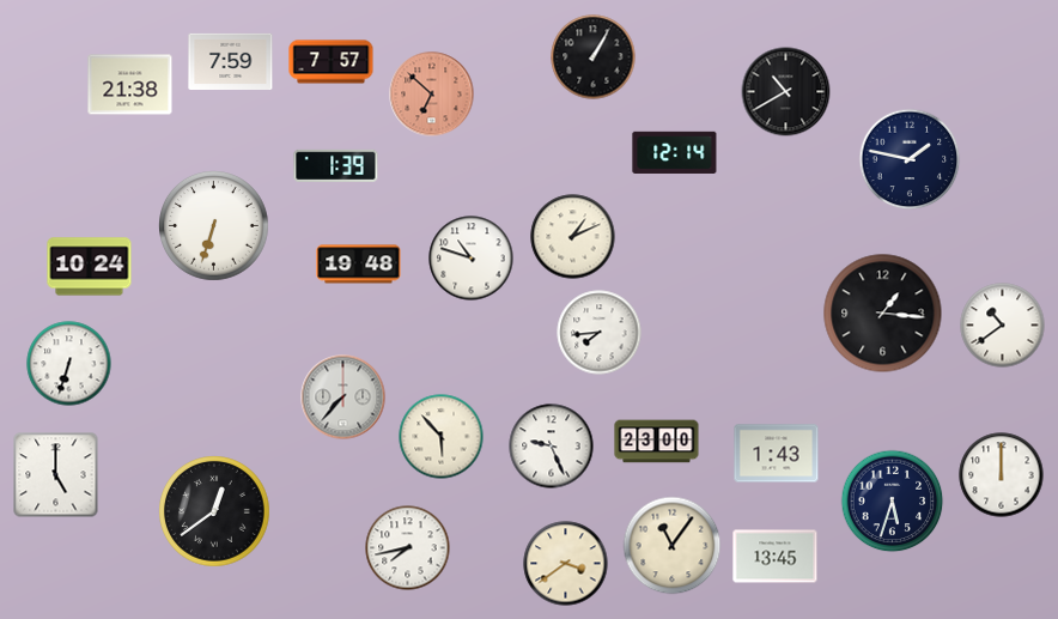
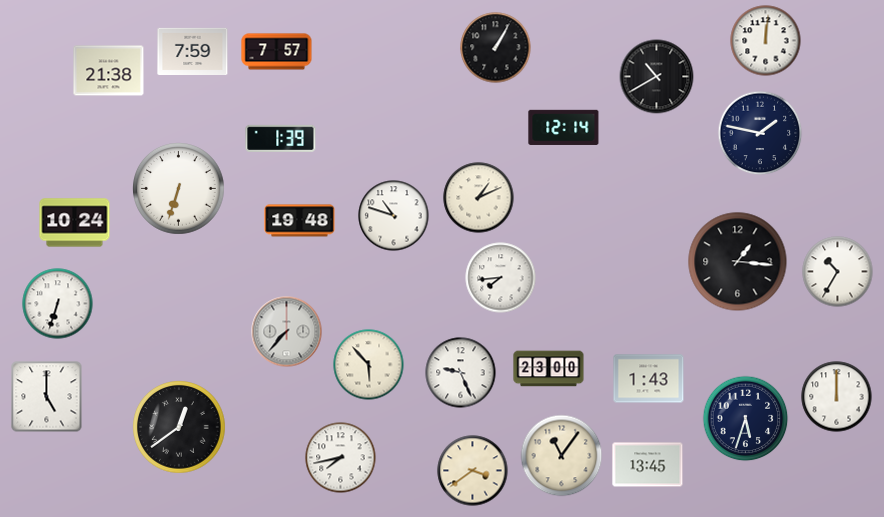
clock at (766, 41): none -> 12:01
clock at (432, 95): 6:52 -> none
clock at (1003, 326): 10:39 -> 10:35
